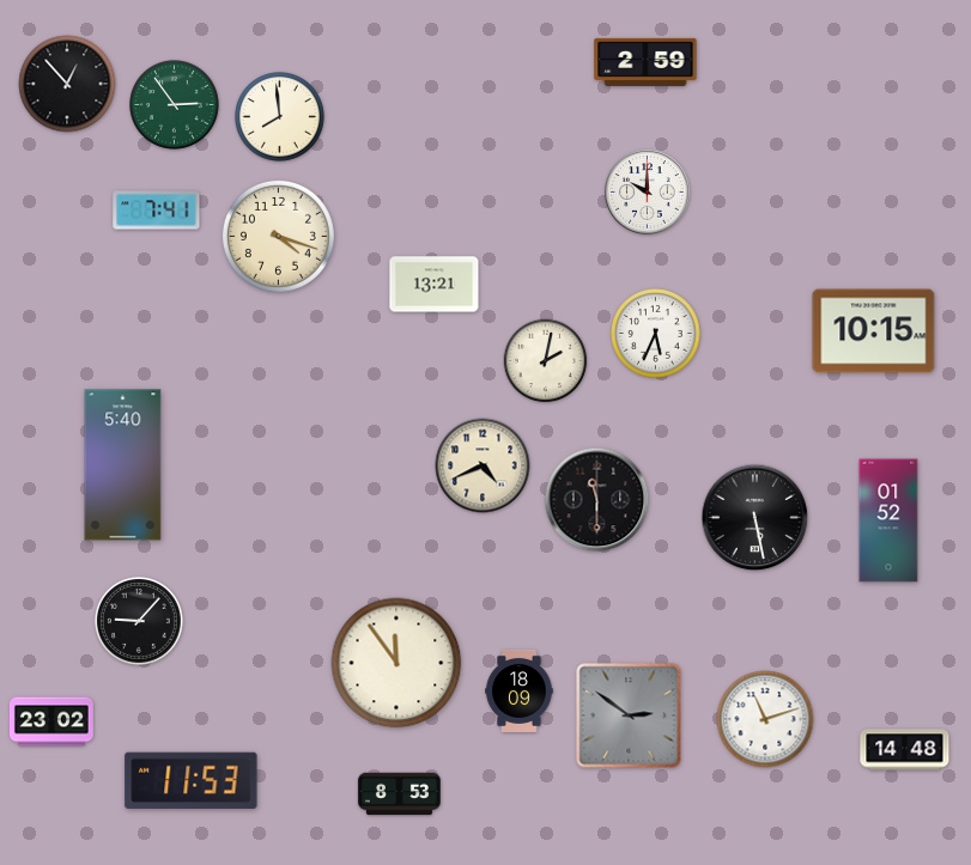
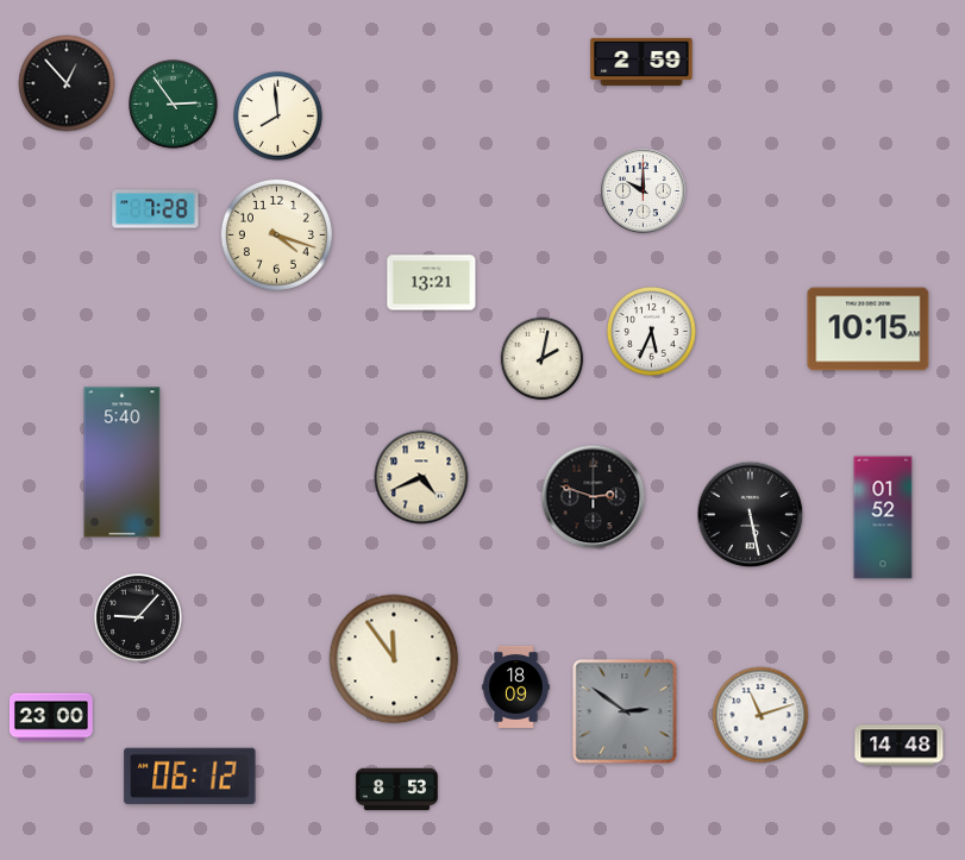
clock at (157, 211): 7:41 -> 7:28
clock at (483, 465) position: (483, 465) -> (421, 477)
clock at (597, 500): 11:30 -> 2:48
clock at (53, 721): 23:02 -> 23:00
clock at (192, 780): 11:53 -> 06:12
